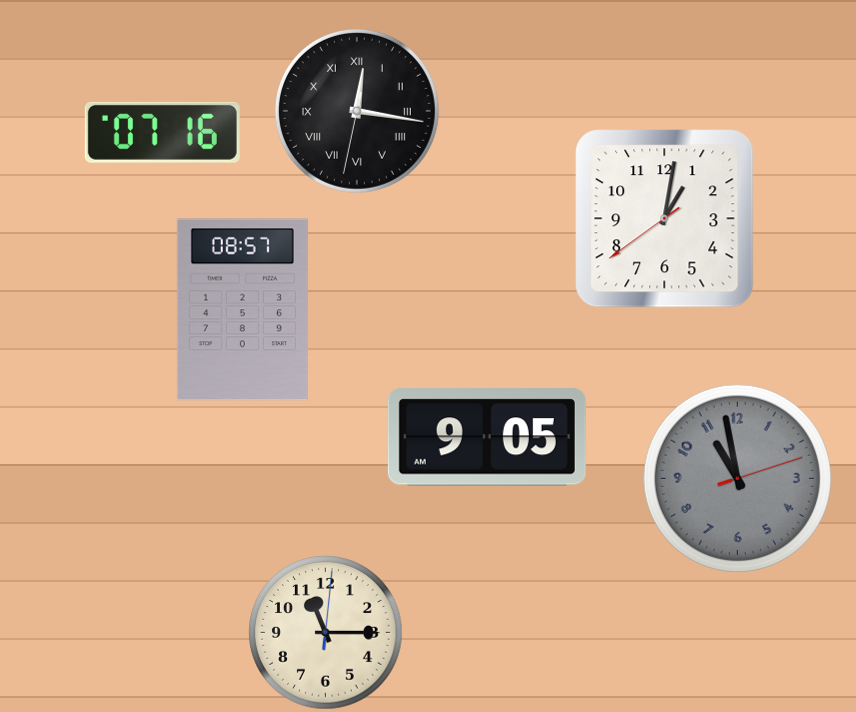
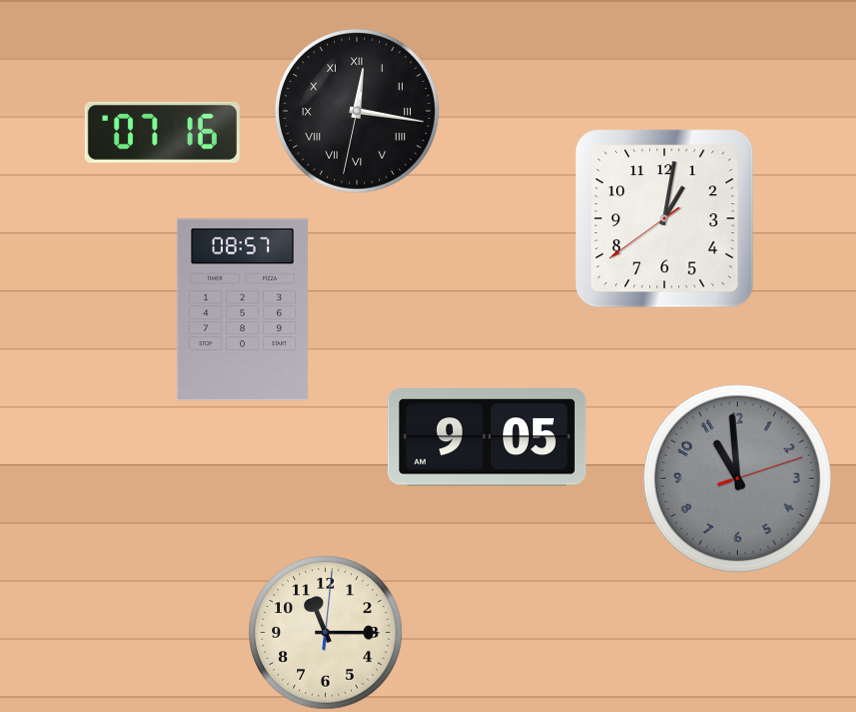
clock at (737, 478): 10:58 -> 10:59
